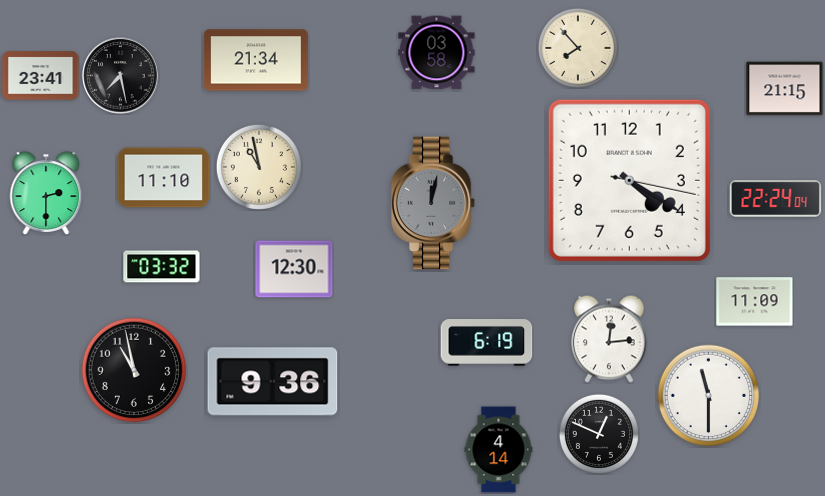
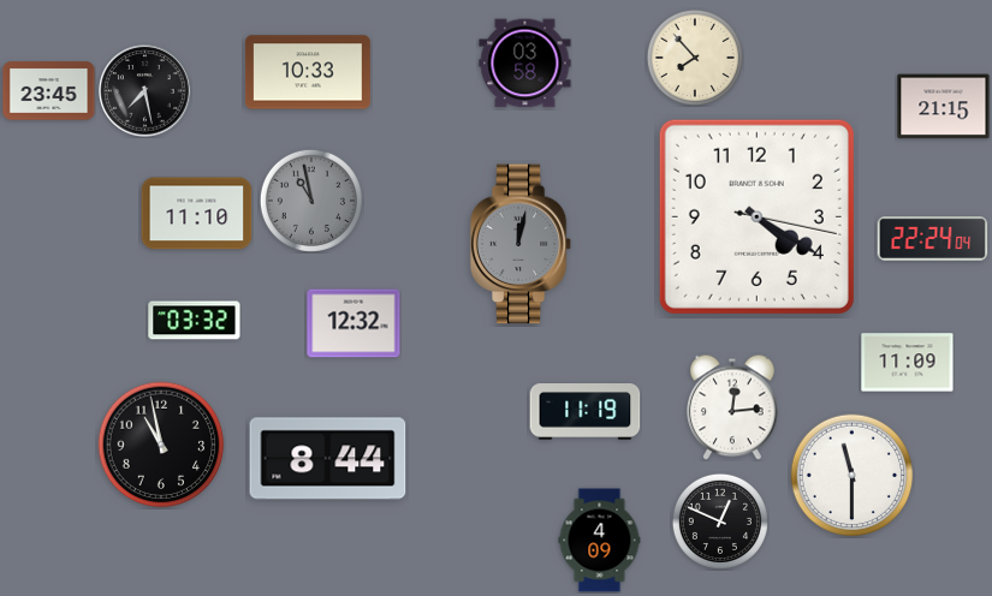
clock at (256, 60): 21:34 -> 10:33
clock at (41, 76): 23:41 -> 23:45
clock at (259, 167) dial: cream -> grey
clock at (46, 193): 2:30 -> none
clock at (294, 269): 12:30 -> 12:32
clock at (487, 343): 6:19 -> 11:19
clock at (273, 382): 9:36 -> 8:44
clock at (499, 450): 4:14 -> 4:09
